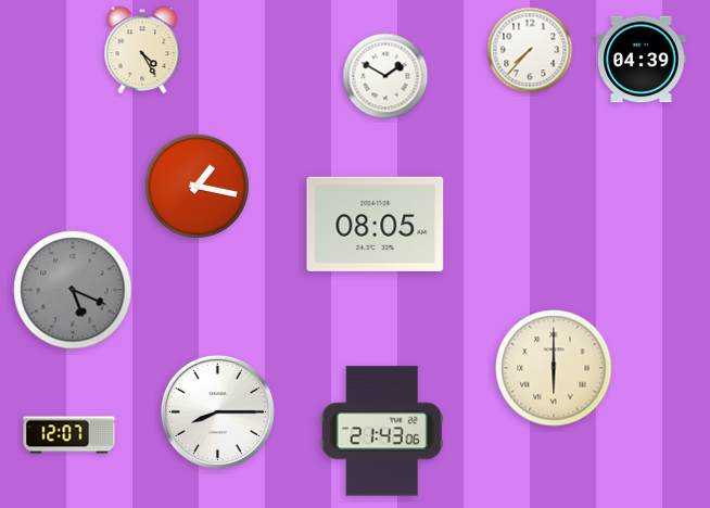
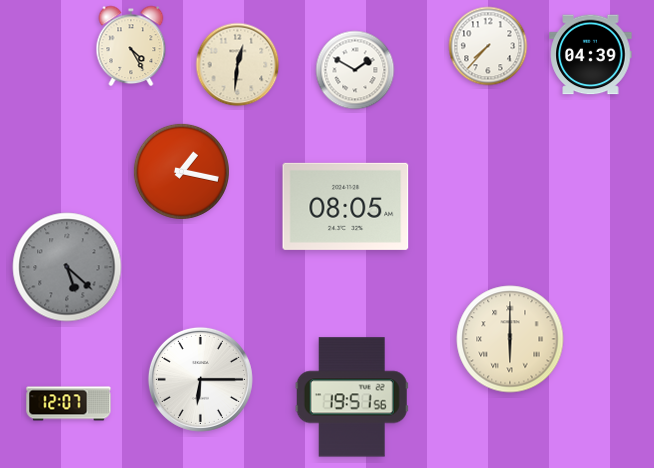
clock at (238, 65): none -> 12:31
clock at (73, 290): 5:19 -> 5:22
clock at (217, 411): 8:15 -> 6:15
clock at (382, 431): 21:43 -> 19:51
clock at (69, 435) position: (69, 435) -> (69, 404)
